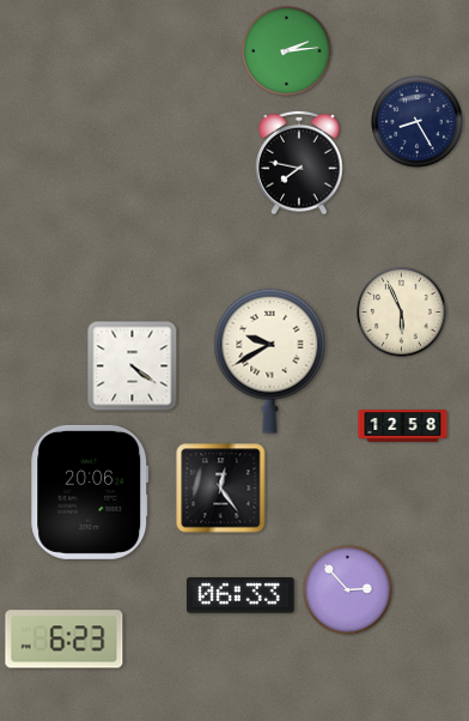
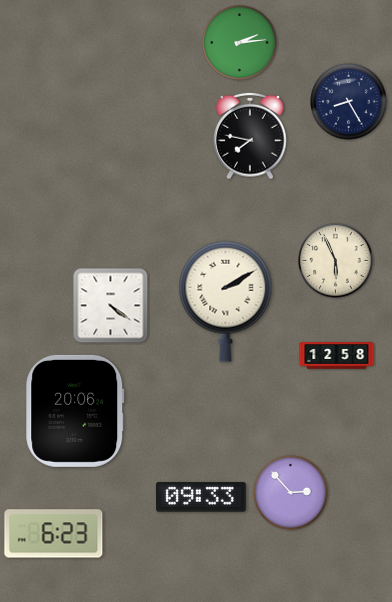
clock at (270, 360): 9:40 -> 2:10
clock at (221, 489): 12:24 -> none
clock at (242, 595): 06:33 -> 09:33
